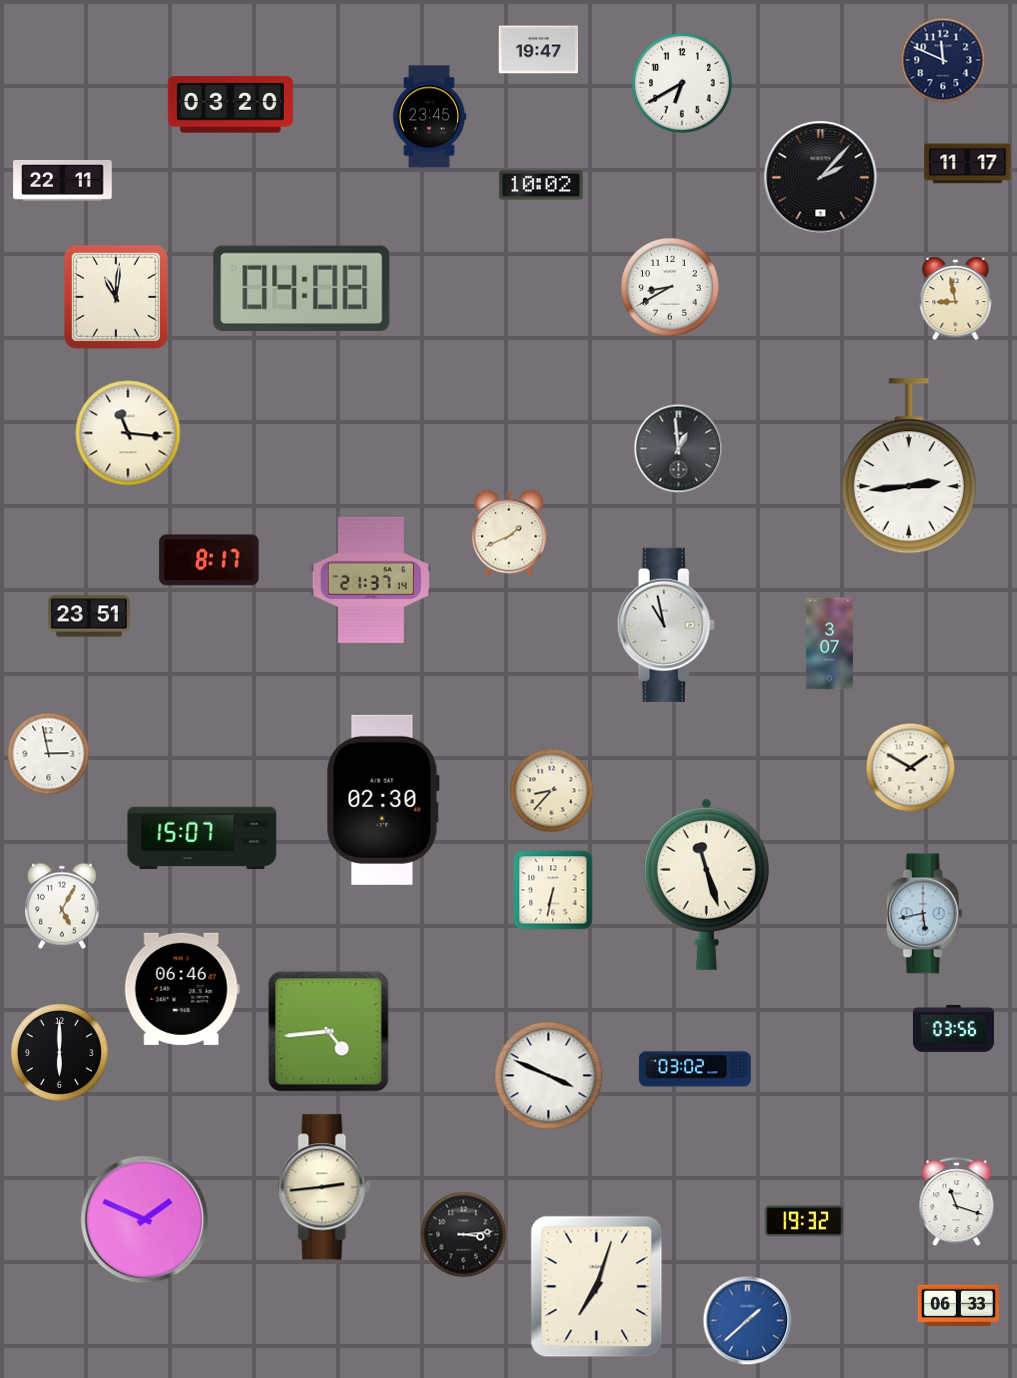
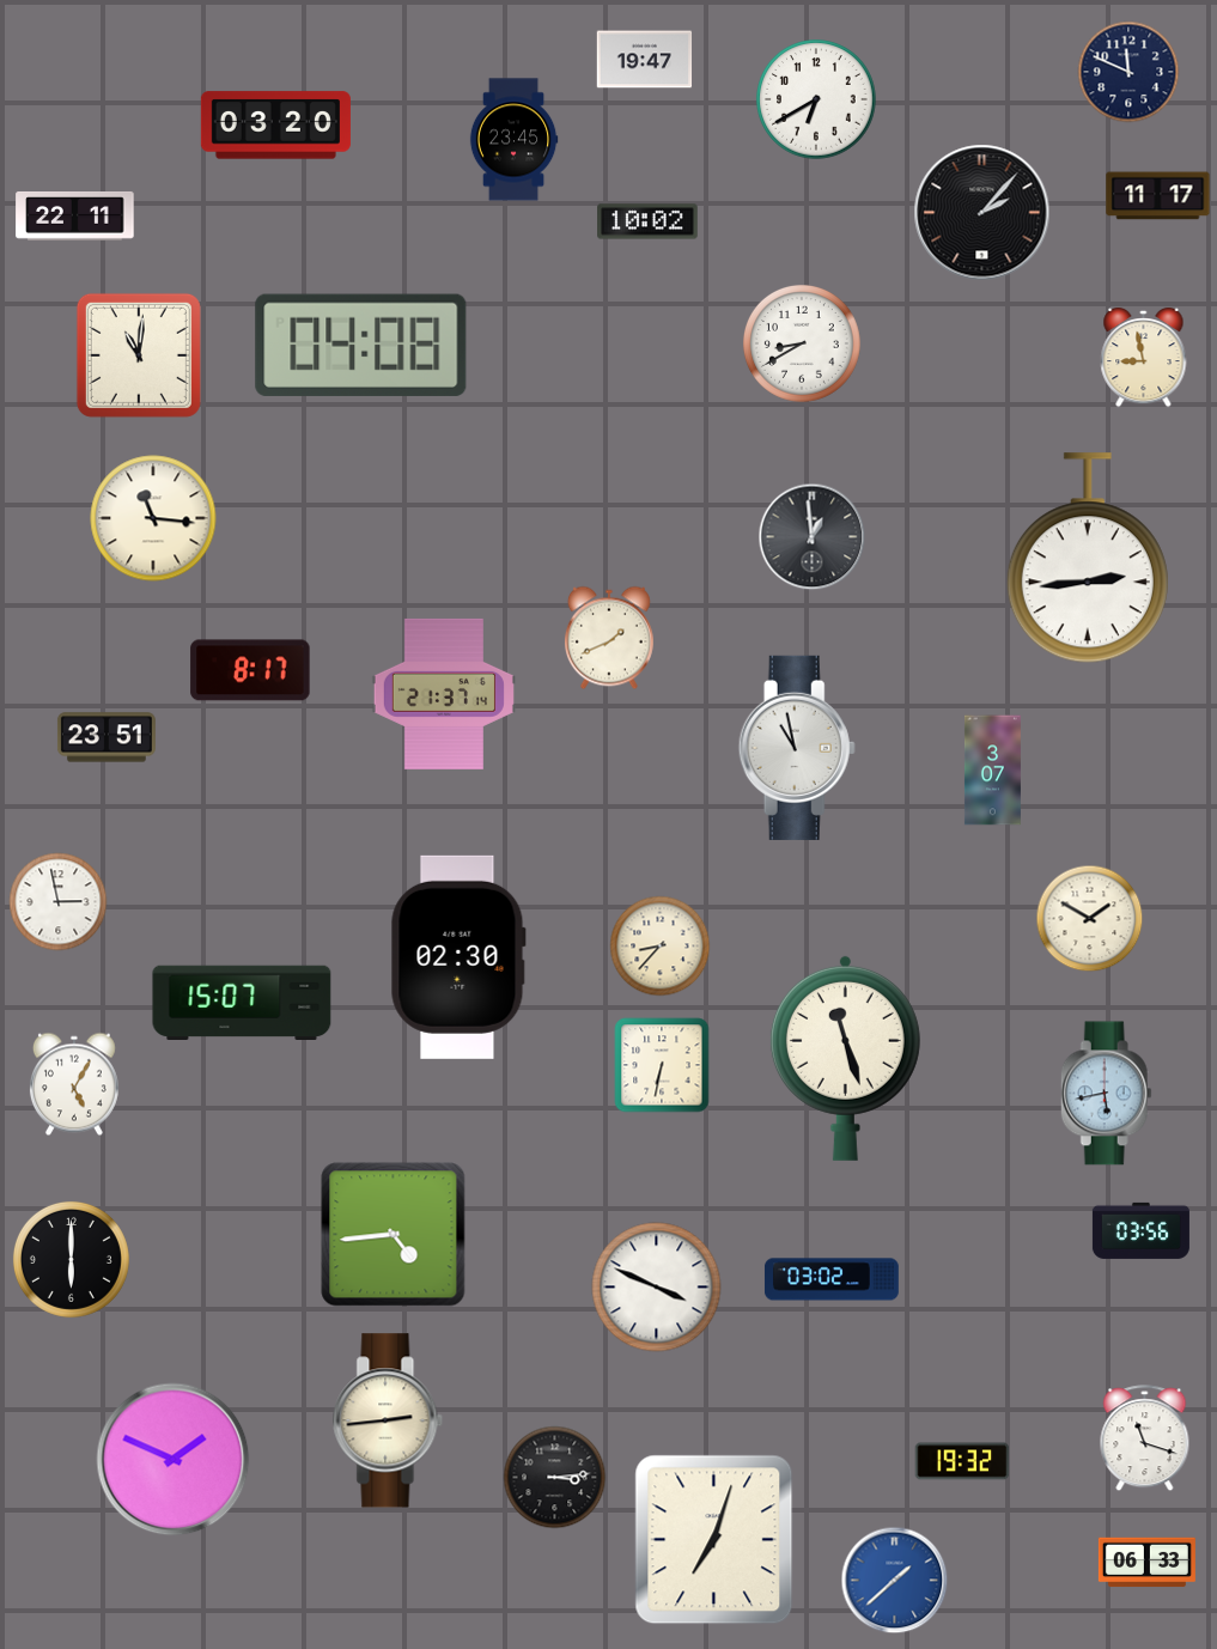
clock at (182, 989): 06:46 -> none
